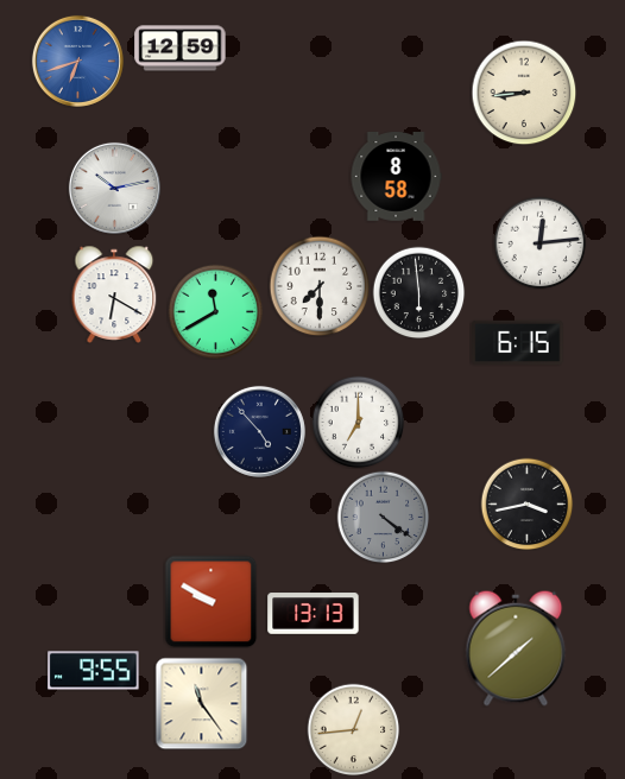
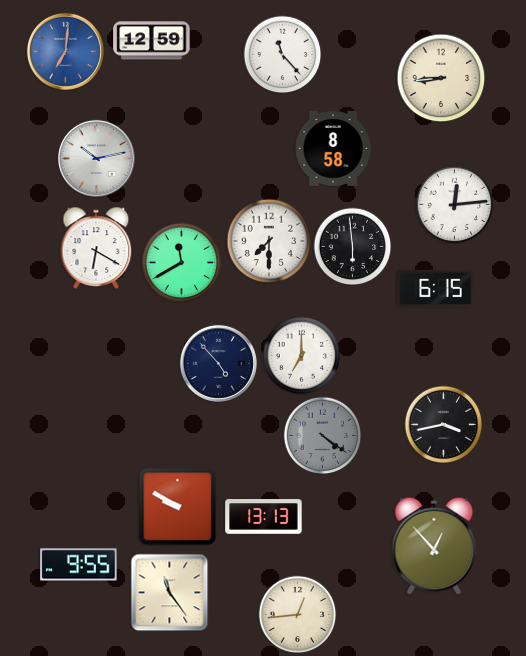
clock at (77, 61): 6:42 -> 7:01
clock at (282, 54): none -> 11:23
clock at (516, 648): 1:38 -> 12:53
